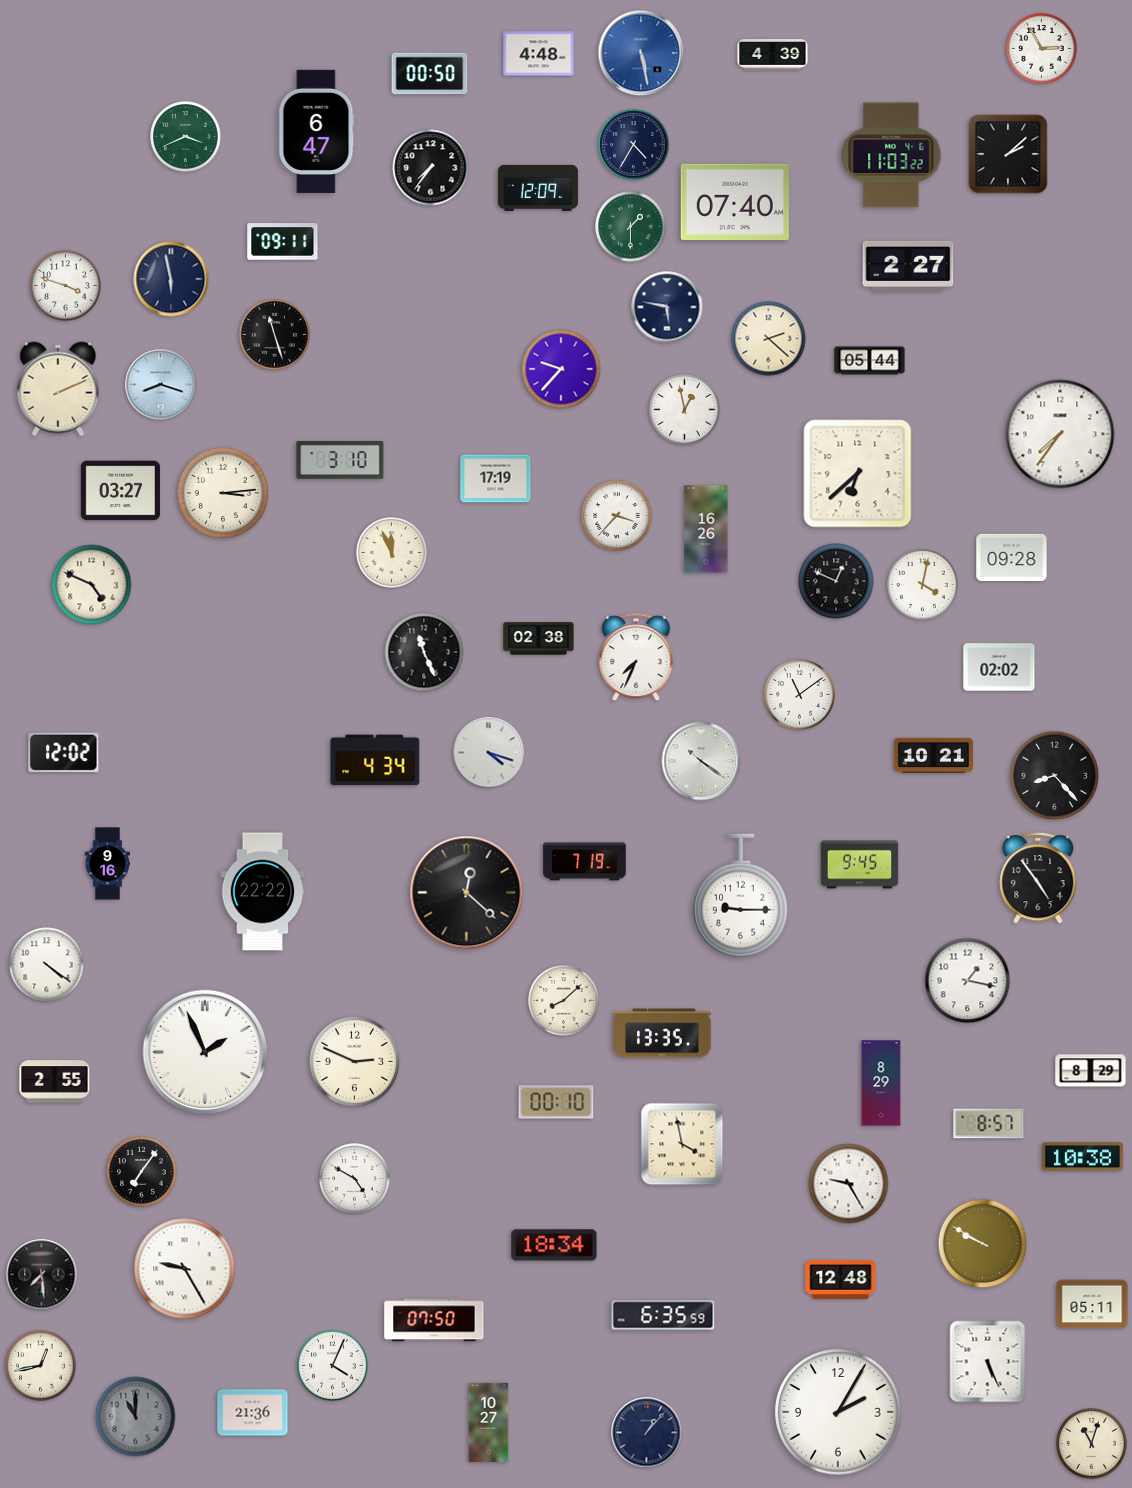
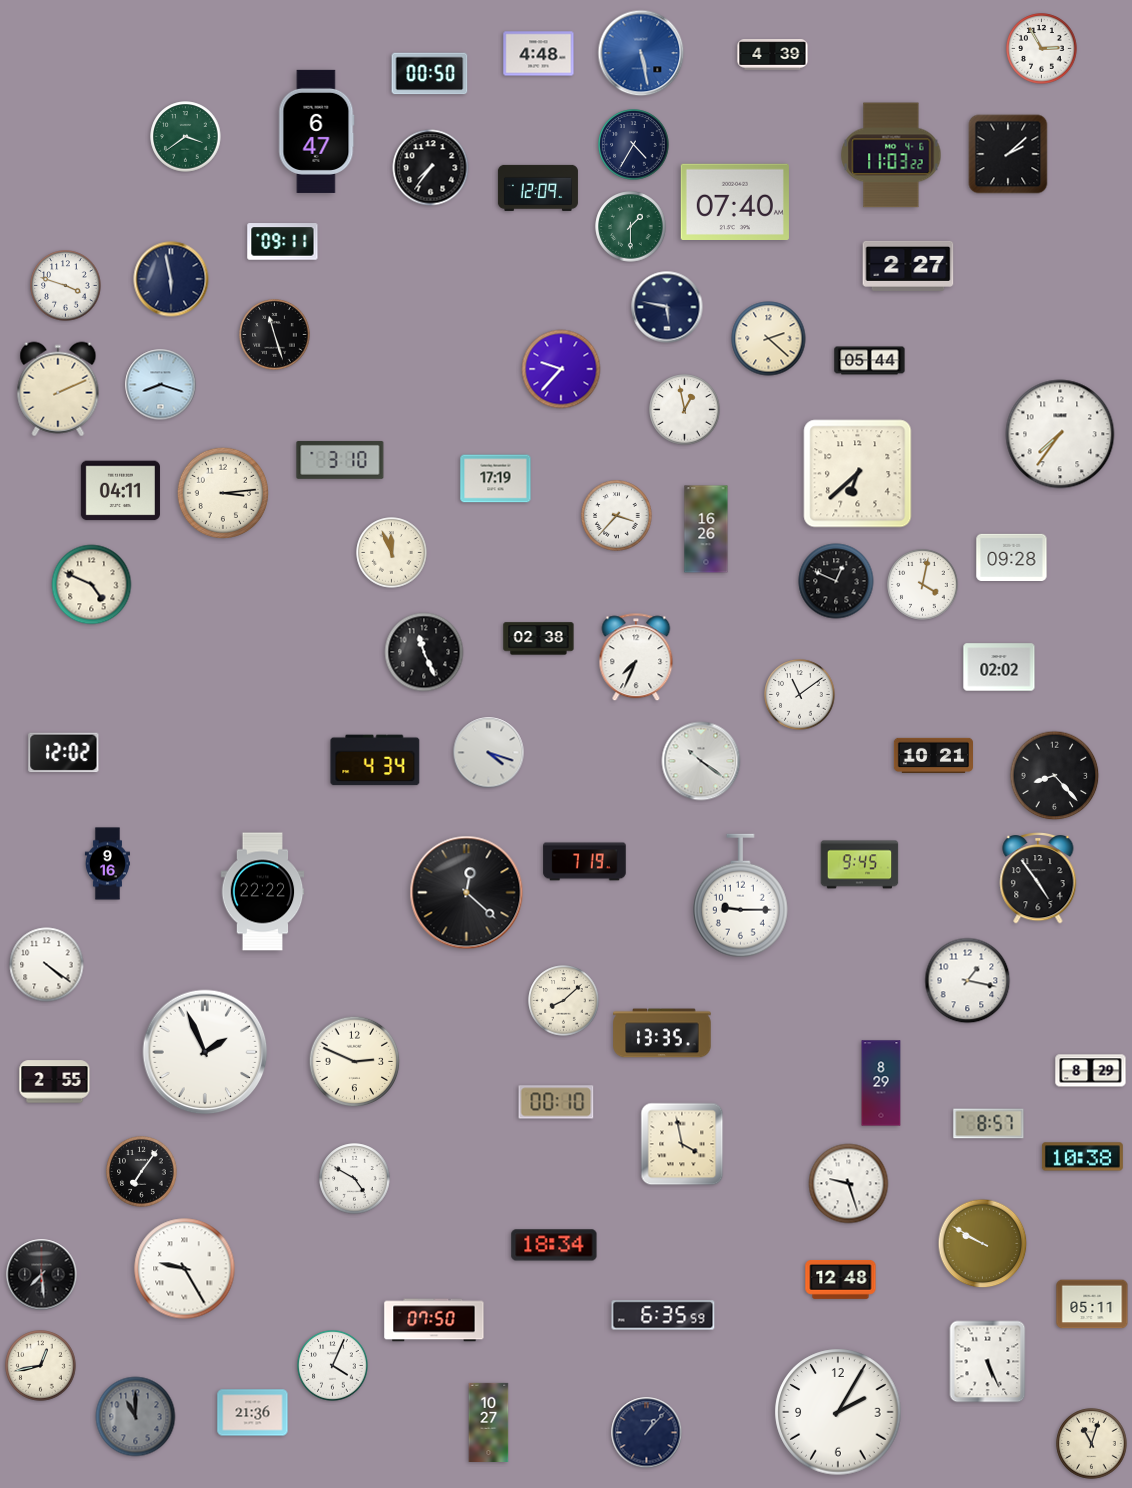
clock at (186, 137): 3:41 -> 3:39
clock at (120, 491): 03:27 -> 04:11
clock at (849, 1184): 9:25 -> 9:27
